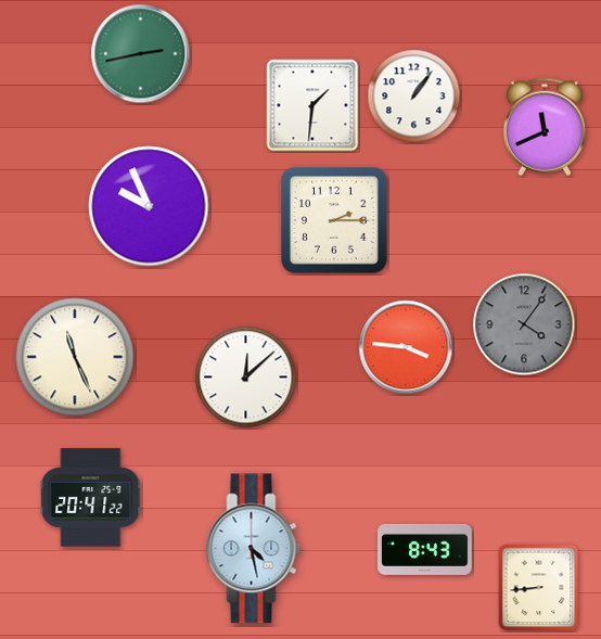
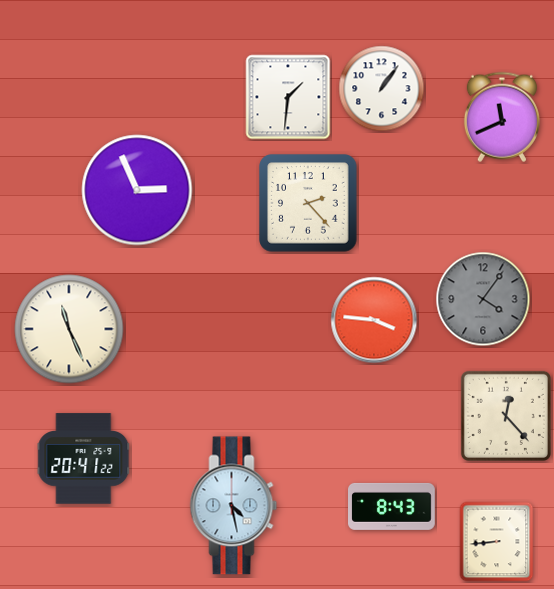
clock at (141, 54): 2:43 -> none
clock at (149, 206): 9:56 -> 2:56
clock at (334, 220): 2:15 -> 2:23
clock at (246, 378): 12:08 -> none
clock at (506, 416): none -> 12:23
